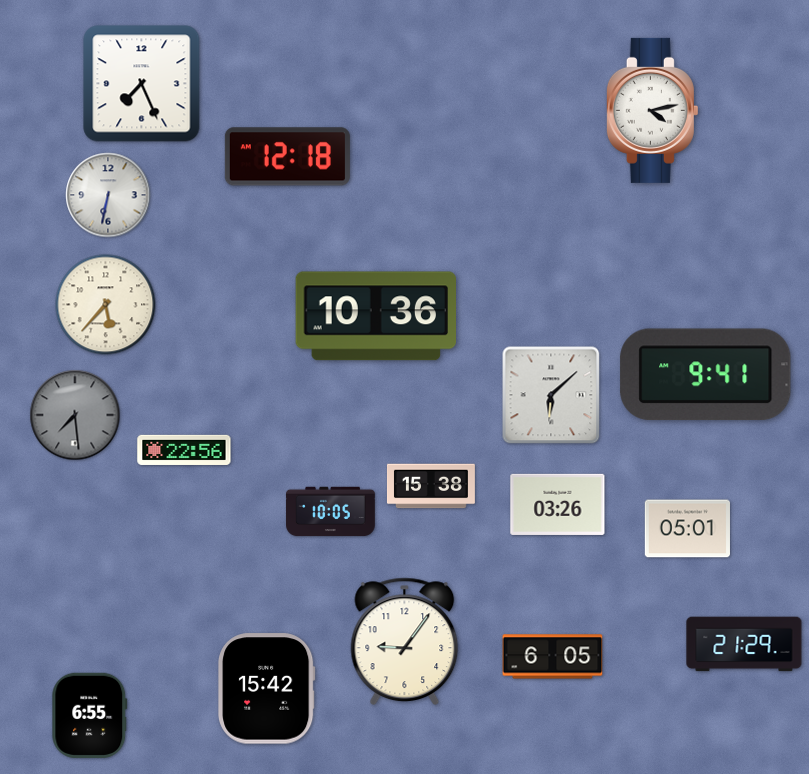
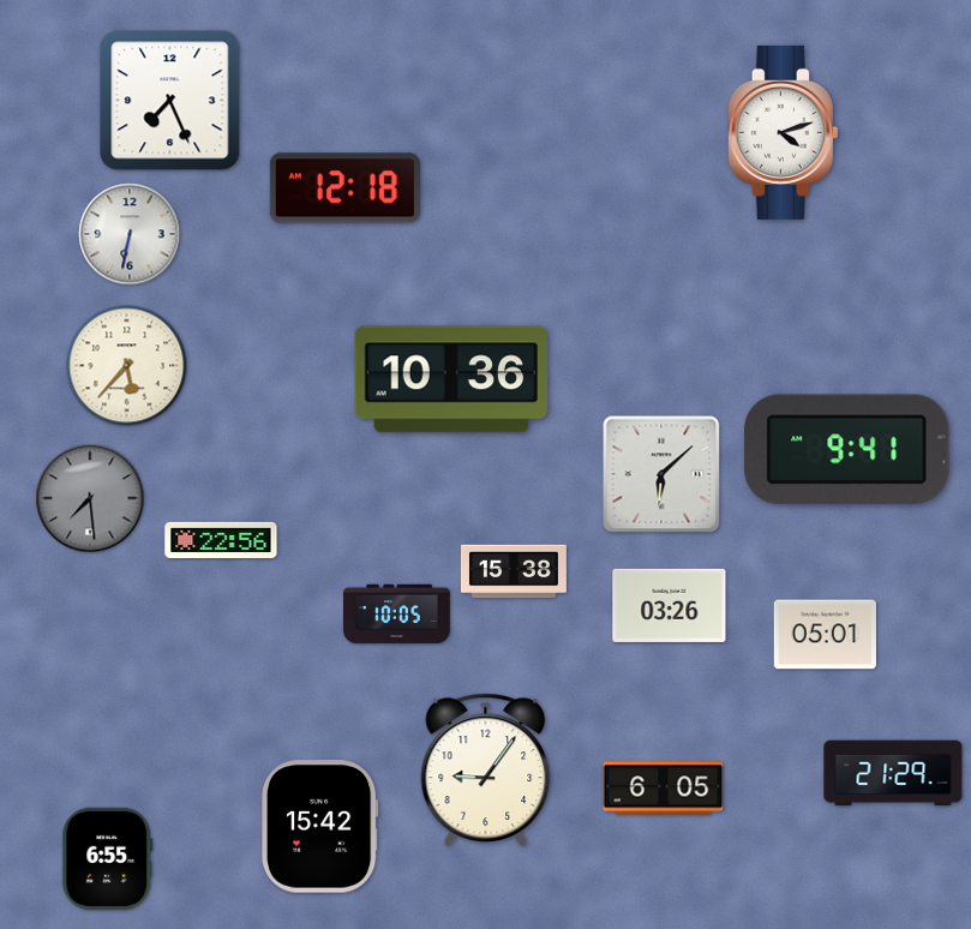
clock at (652, 110): 4:13 -> 4:12
clock at (431, 486) position: (431, 486) -> (514, 571)
